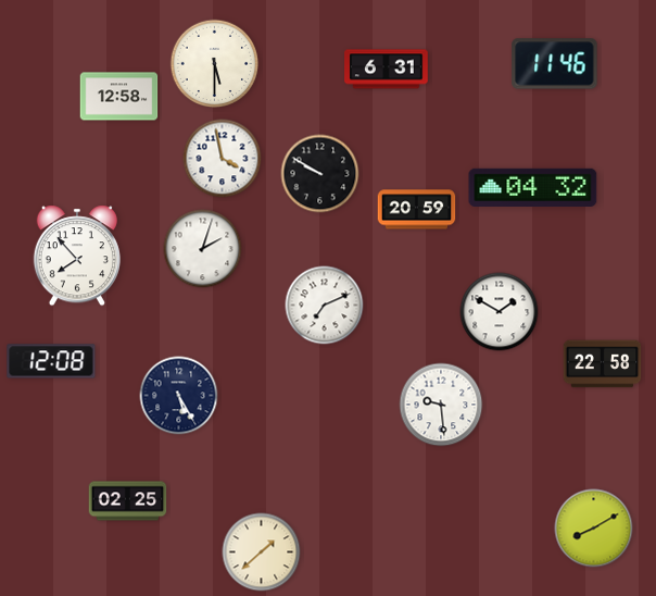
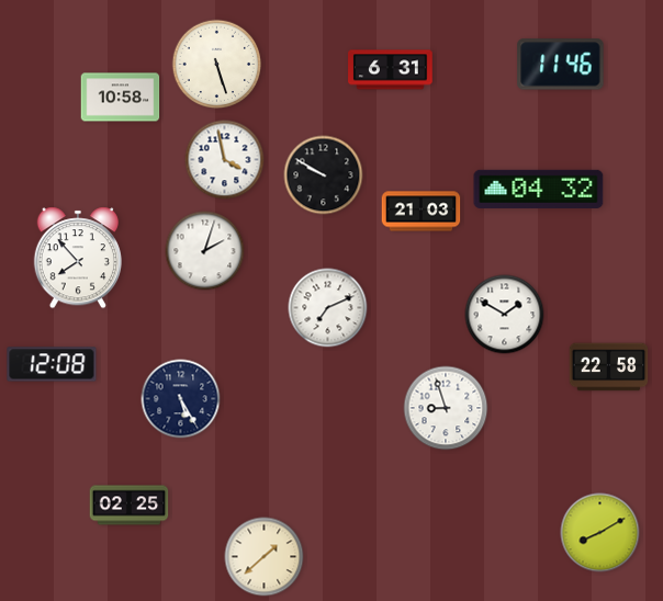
clock at (215, 64): 5:30 -> 5:27
clock at (119, 97): 12:58 -> 10:58
clock at (417, 210): 20:59 -> 21:03
clock at (441, 405): 9:29 -> 8:57
